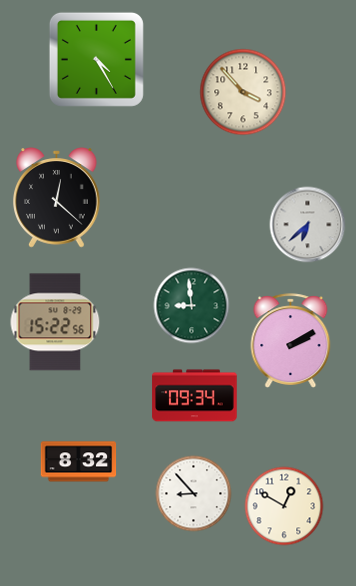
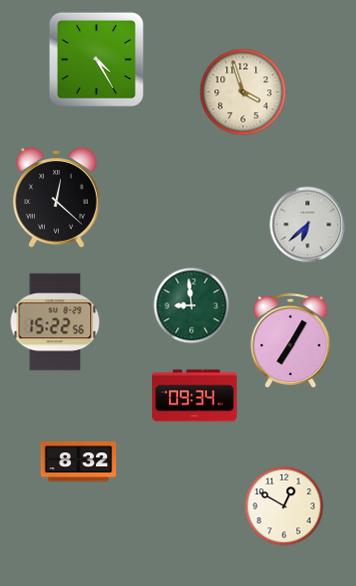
clock at (243, 92): 3:53 -> 3:57
clock at (291, 341): 2:10 -> 7:05
clock at (194, 494): 8:53 -> none
